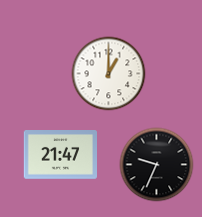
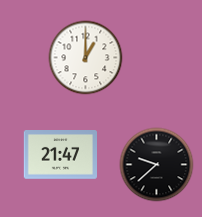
clock at (109, 74) position: (109, 74) -> (86, 58)
clock at (157, 165): 9:34 -> 9:38
